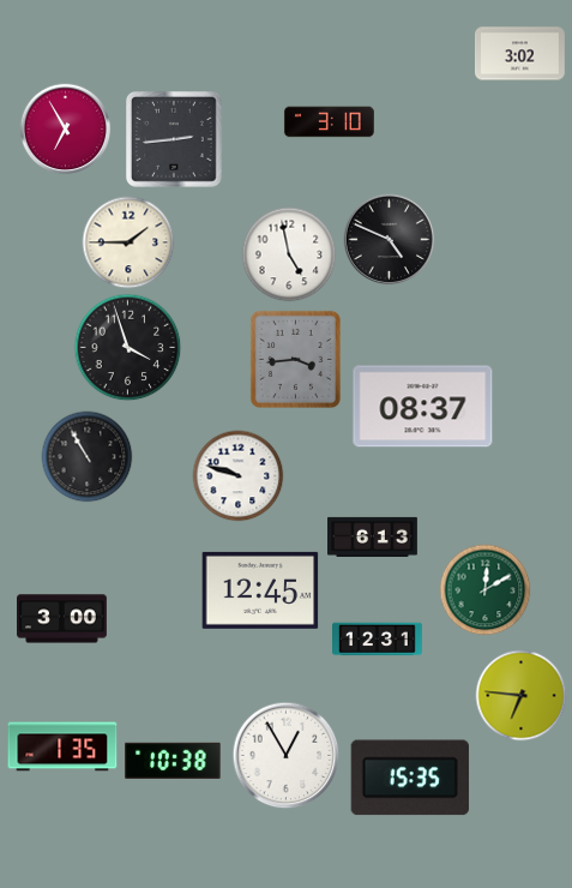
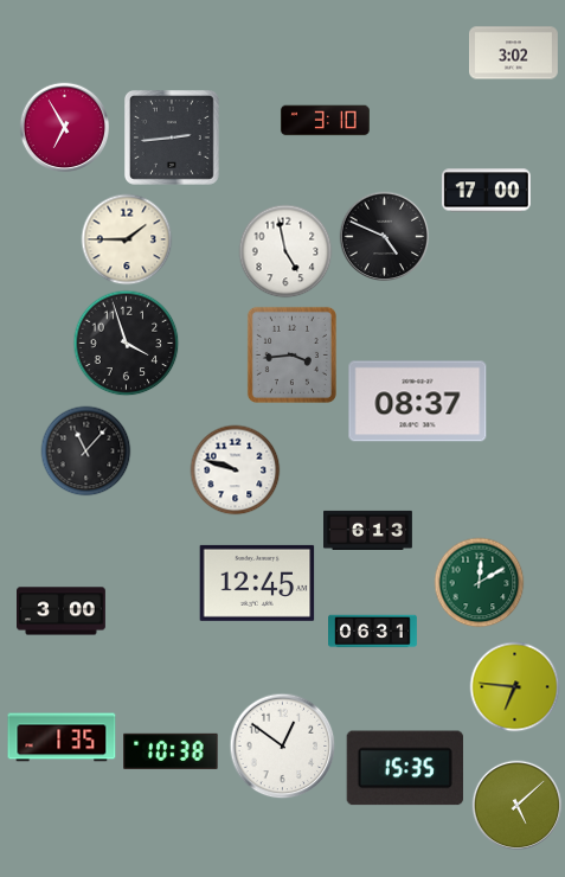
clock at (486, 191): none -> 17:00
clock at (88, 457): 10:55 -> 11:07
clock at (378, 640): 12:31 -> 06:31
clock at (287, 756): 12:55 -> 12:51
clock at (518, 806): none -> 5:08
